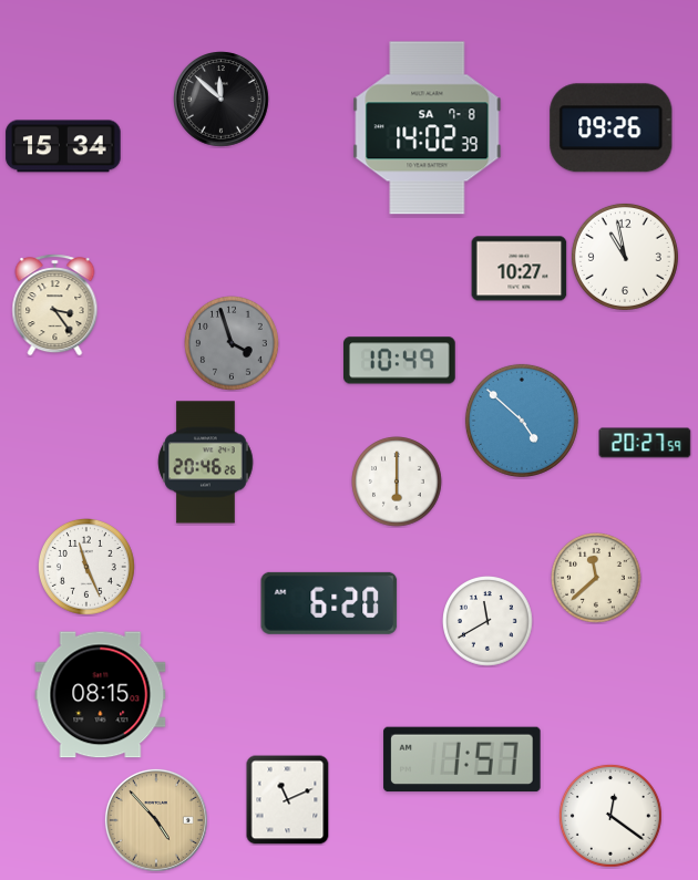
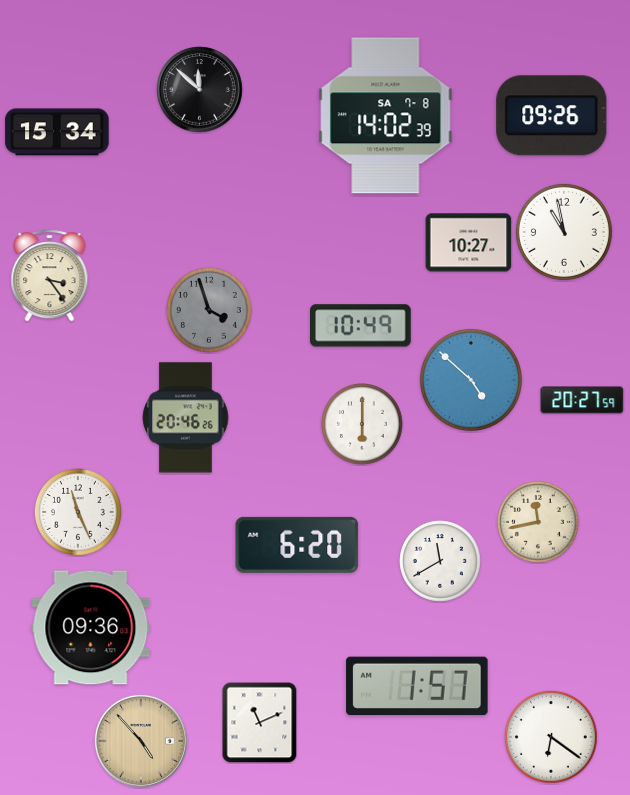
clock at (397, 482) position: (397, 482) -> (362, 424)
clock at (596, 578): 11:38 -> 11:43
clock at (101, 695): 08:15 -> 09:36
clock at (610, 816): 12:21 -> 6:21
